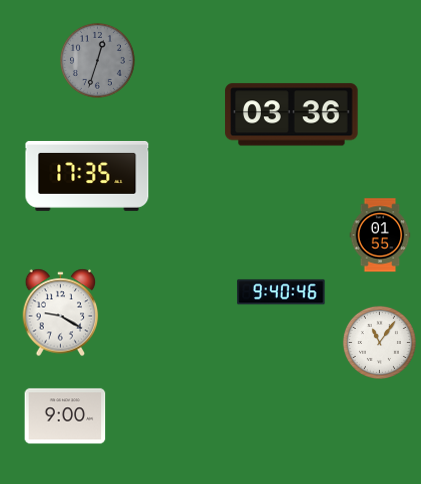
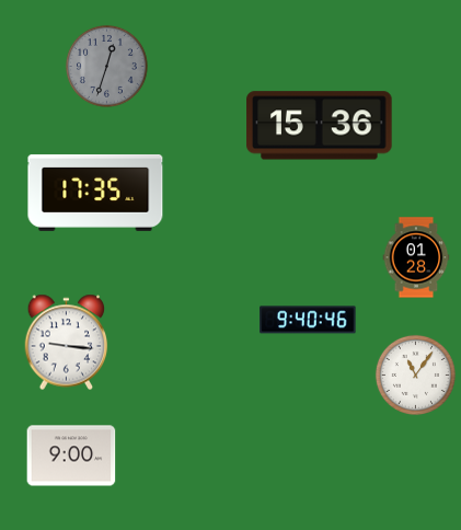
clock at (292, 115): 03:36 -> 15:36
clock at (380, 235): 01:55 -> 01:28
clock at (61, 313): 9:20 -> 9:16
